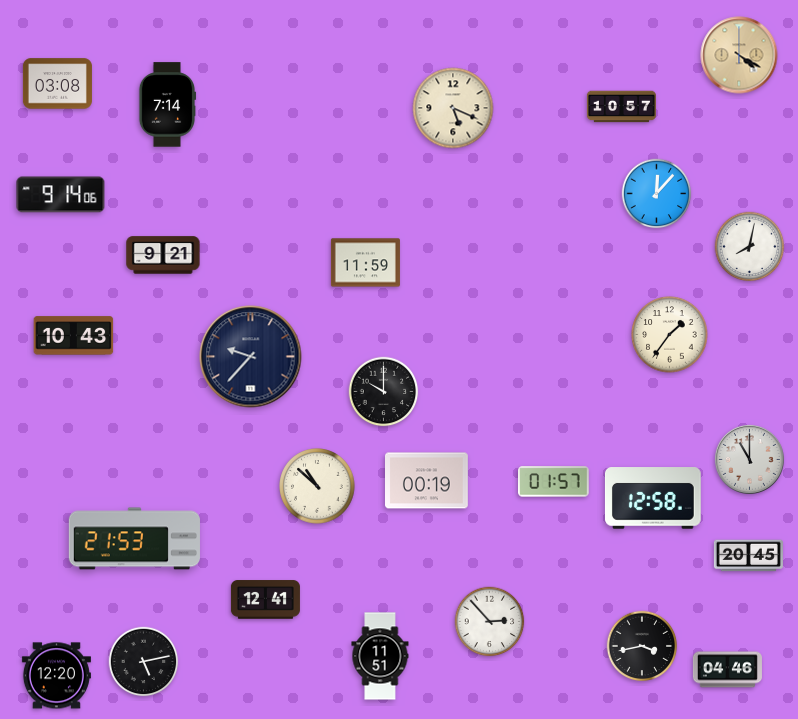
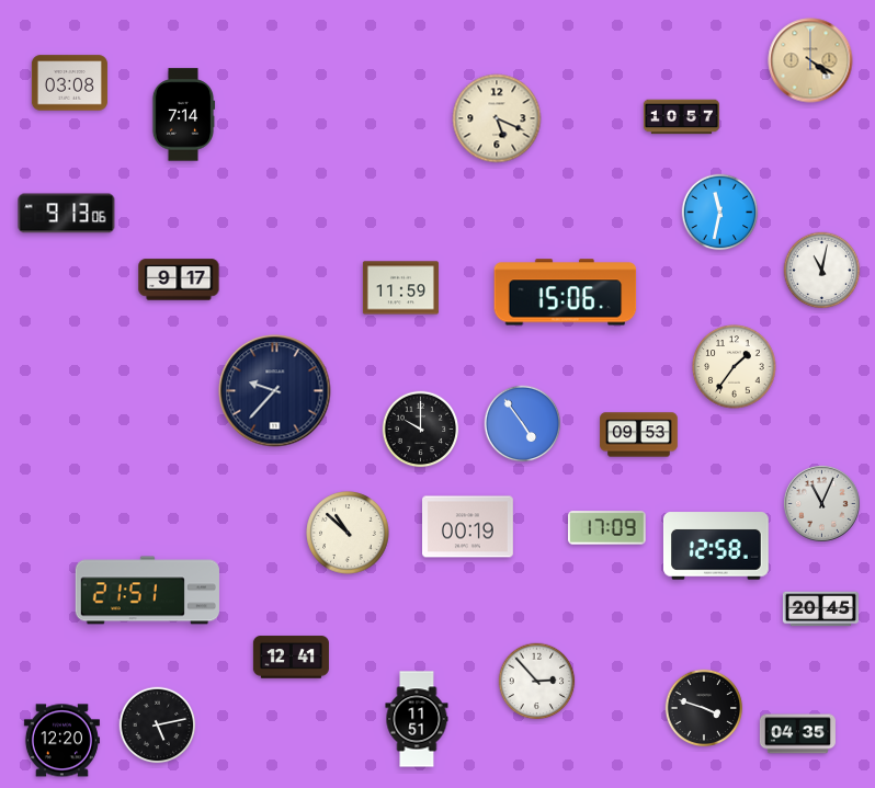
clock at (57, 84) position: (57, 84) -> (69, 83)
clock at (657, 194): 12:07 -> 11:32
clock at (61, 195): 9:14 -> 9:13
clock at (750, 247): 8:02 -> 11:02
clock at (163, 255): 9:21 -> 9:17
clock at (566, 293): none -> 15:06
clock at (74, 336): 10:43 -> none
clock at (523, 424): none -> 4:54
clock at (639, 435): none -> 09:53
clock at (749, 459): 11:00 -> 11:04
clock at (554, 482): 01:57 -> 17:09
clock at (134, 539): 21:53 -> 21:51
clock at (642, 646): 3:43 -> 3:48
clock at (727, 670): 04:46 -> 04:35
